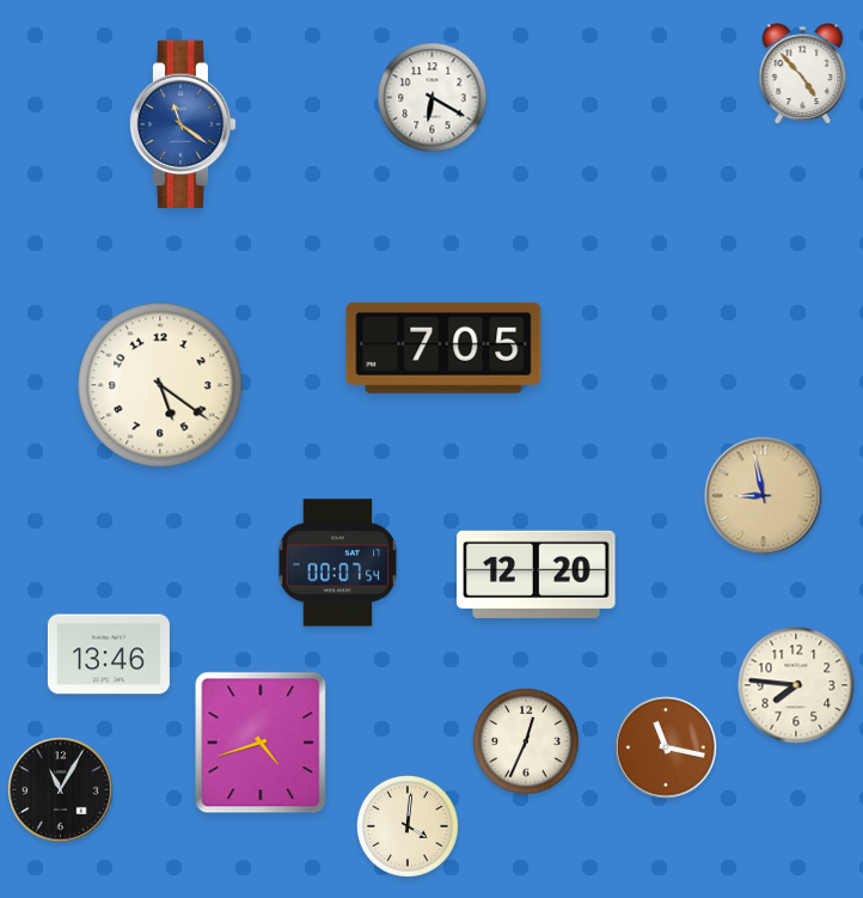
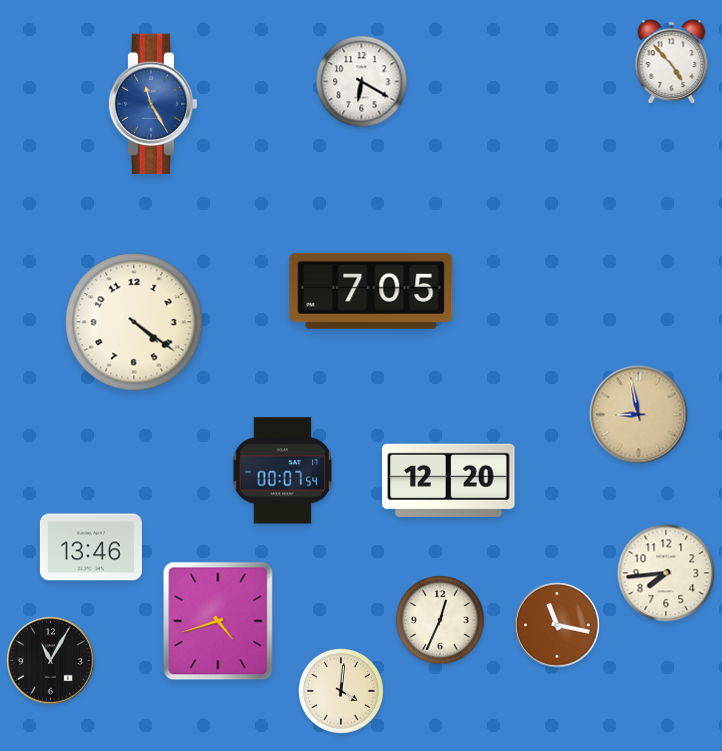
clock at (183, 124): 11:21 -> 11:25
clock at (160, 385): 5:21 -> 4:21
clock at (796, 685): 7:46 -> 7:44
